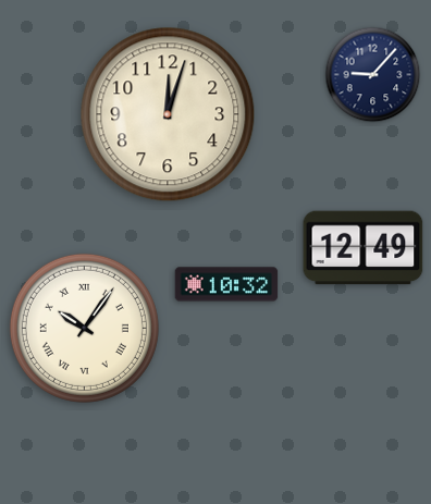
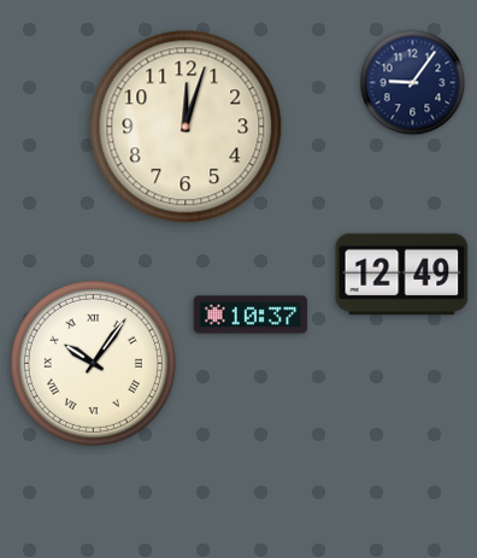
clock at (373, 75): 9:07 -> 9:06
clock at (226, 284): 10:32 -> 10:37
